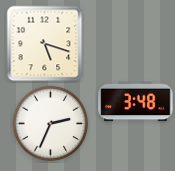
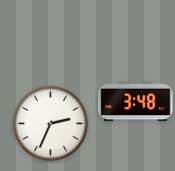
clock at (45, 44): 5:18 -> none
